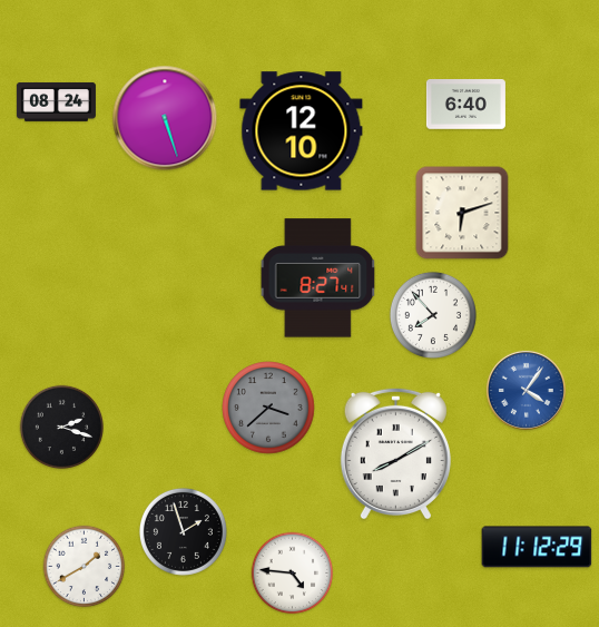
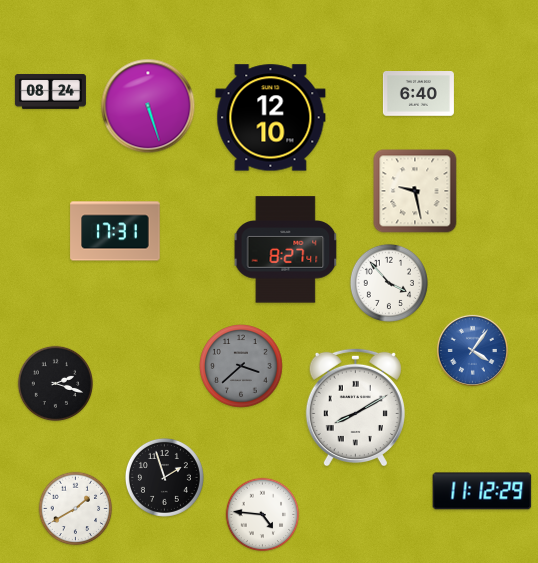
clock at (462, 213): 6:12 -> 9:28
clock at (115, 231): none -> 17:31
clock at (433, 315): 7:53 -> 3:53
